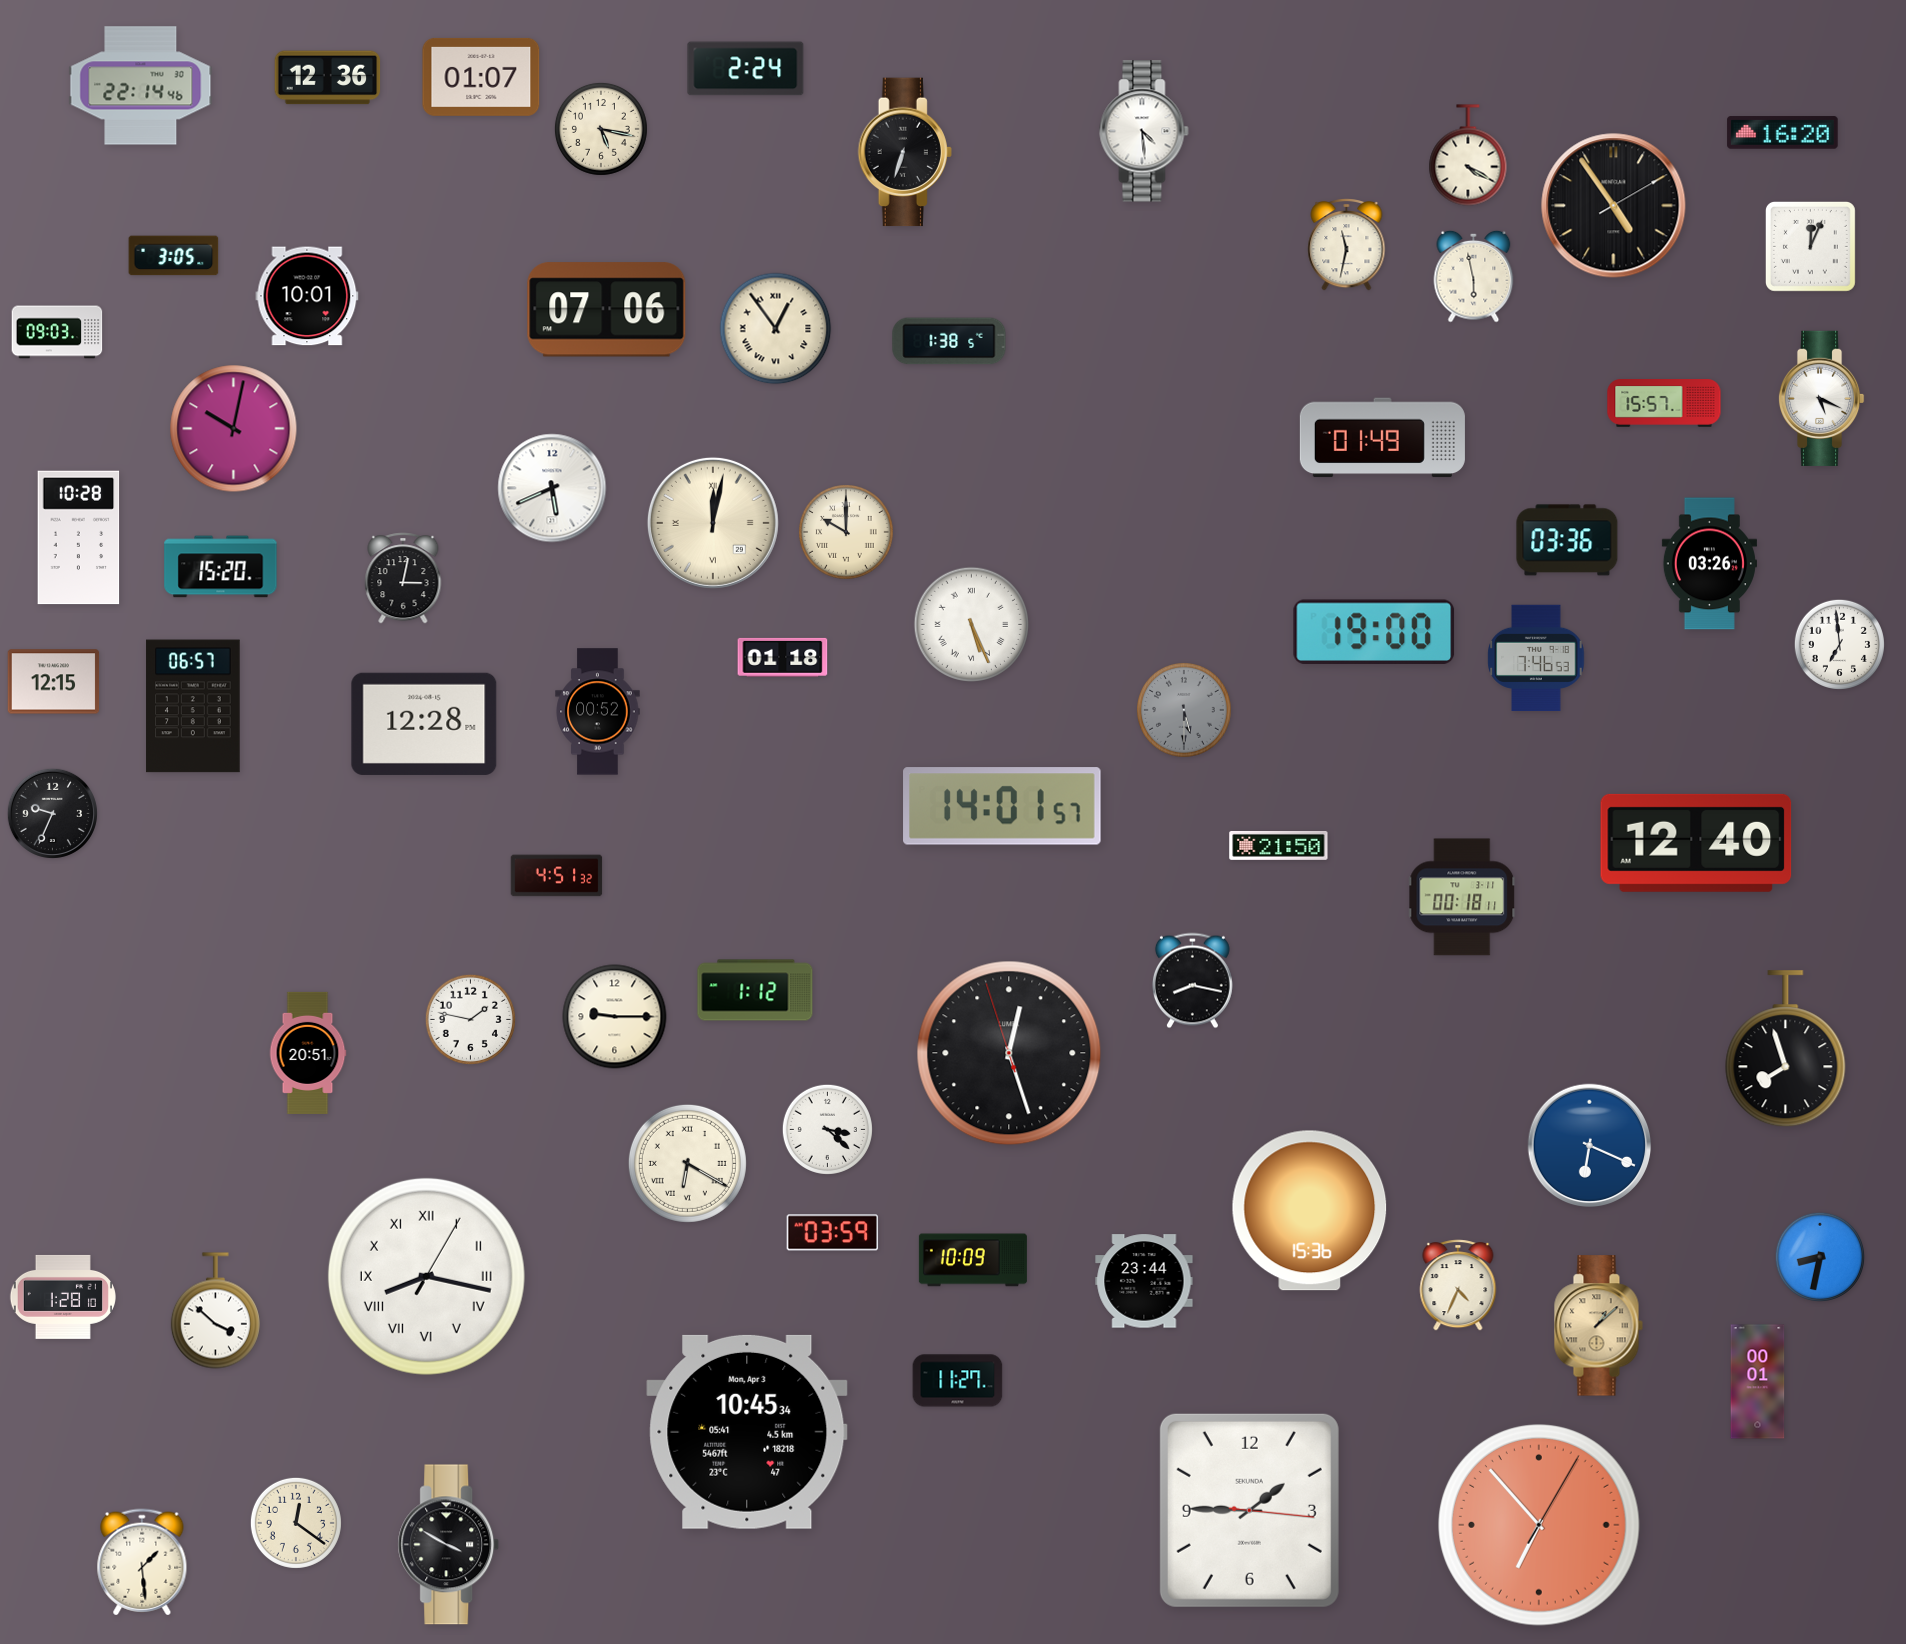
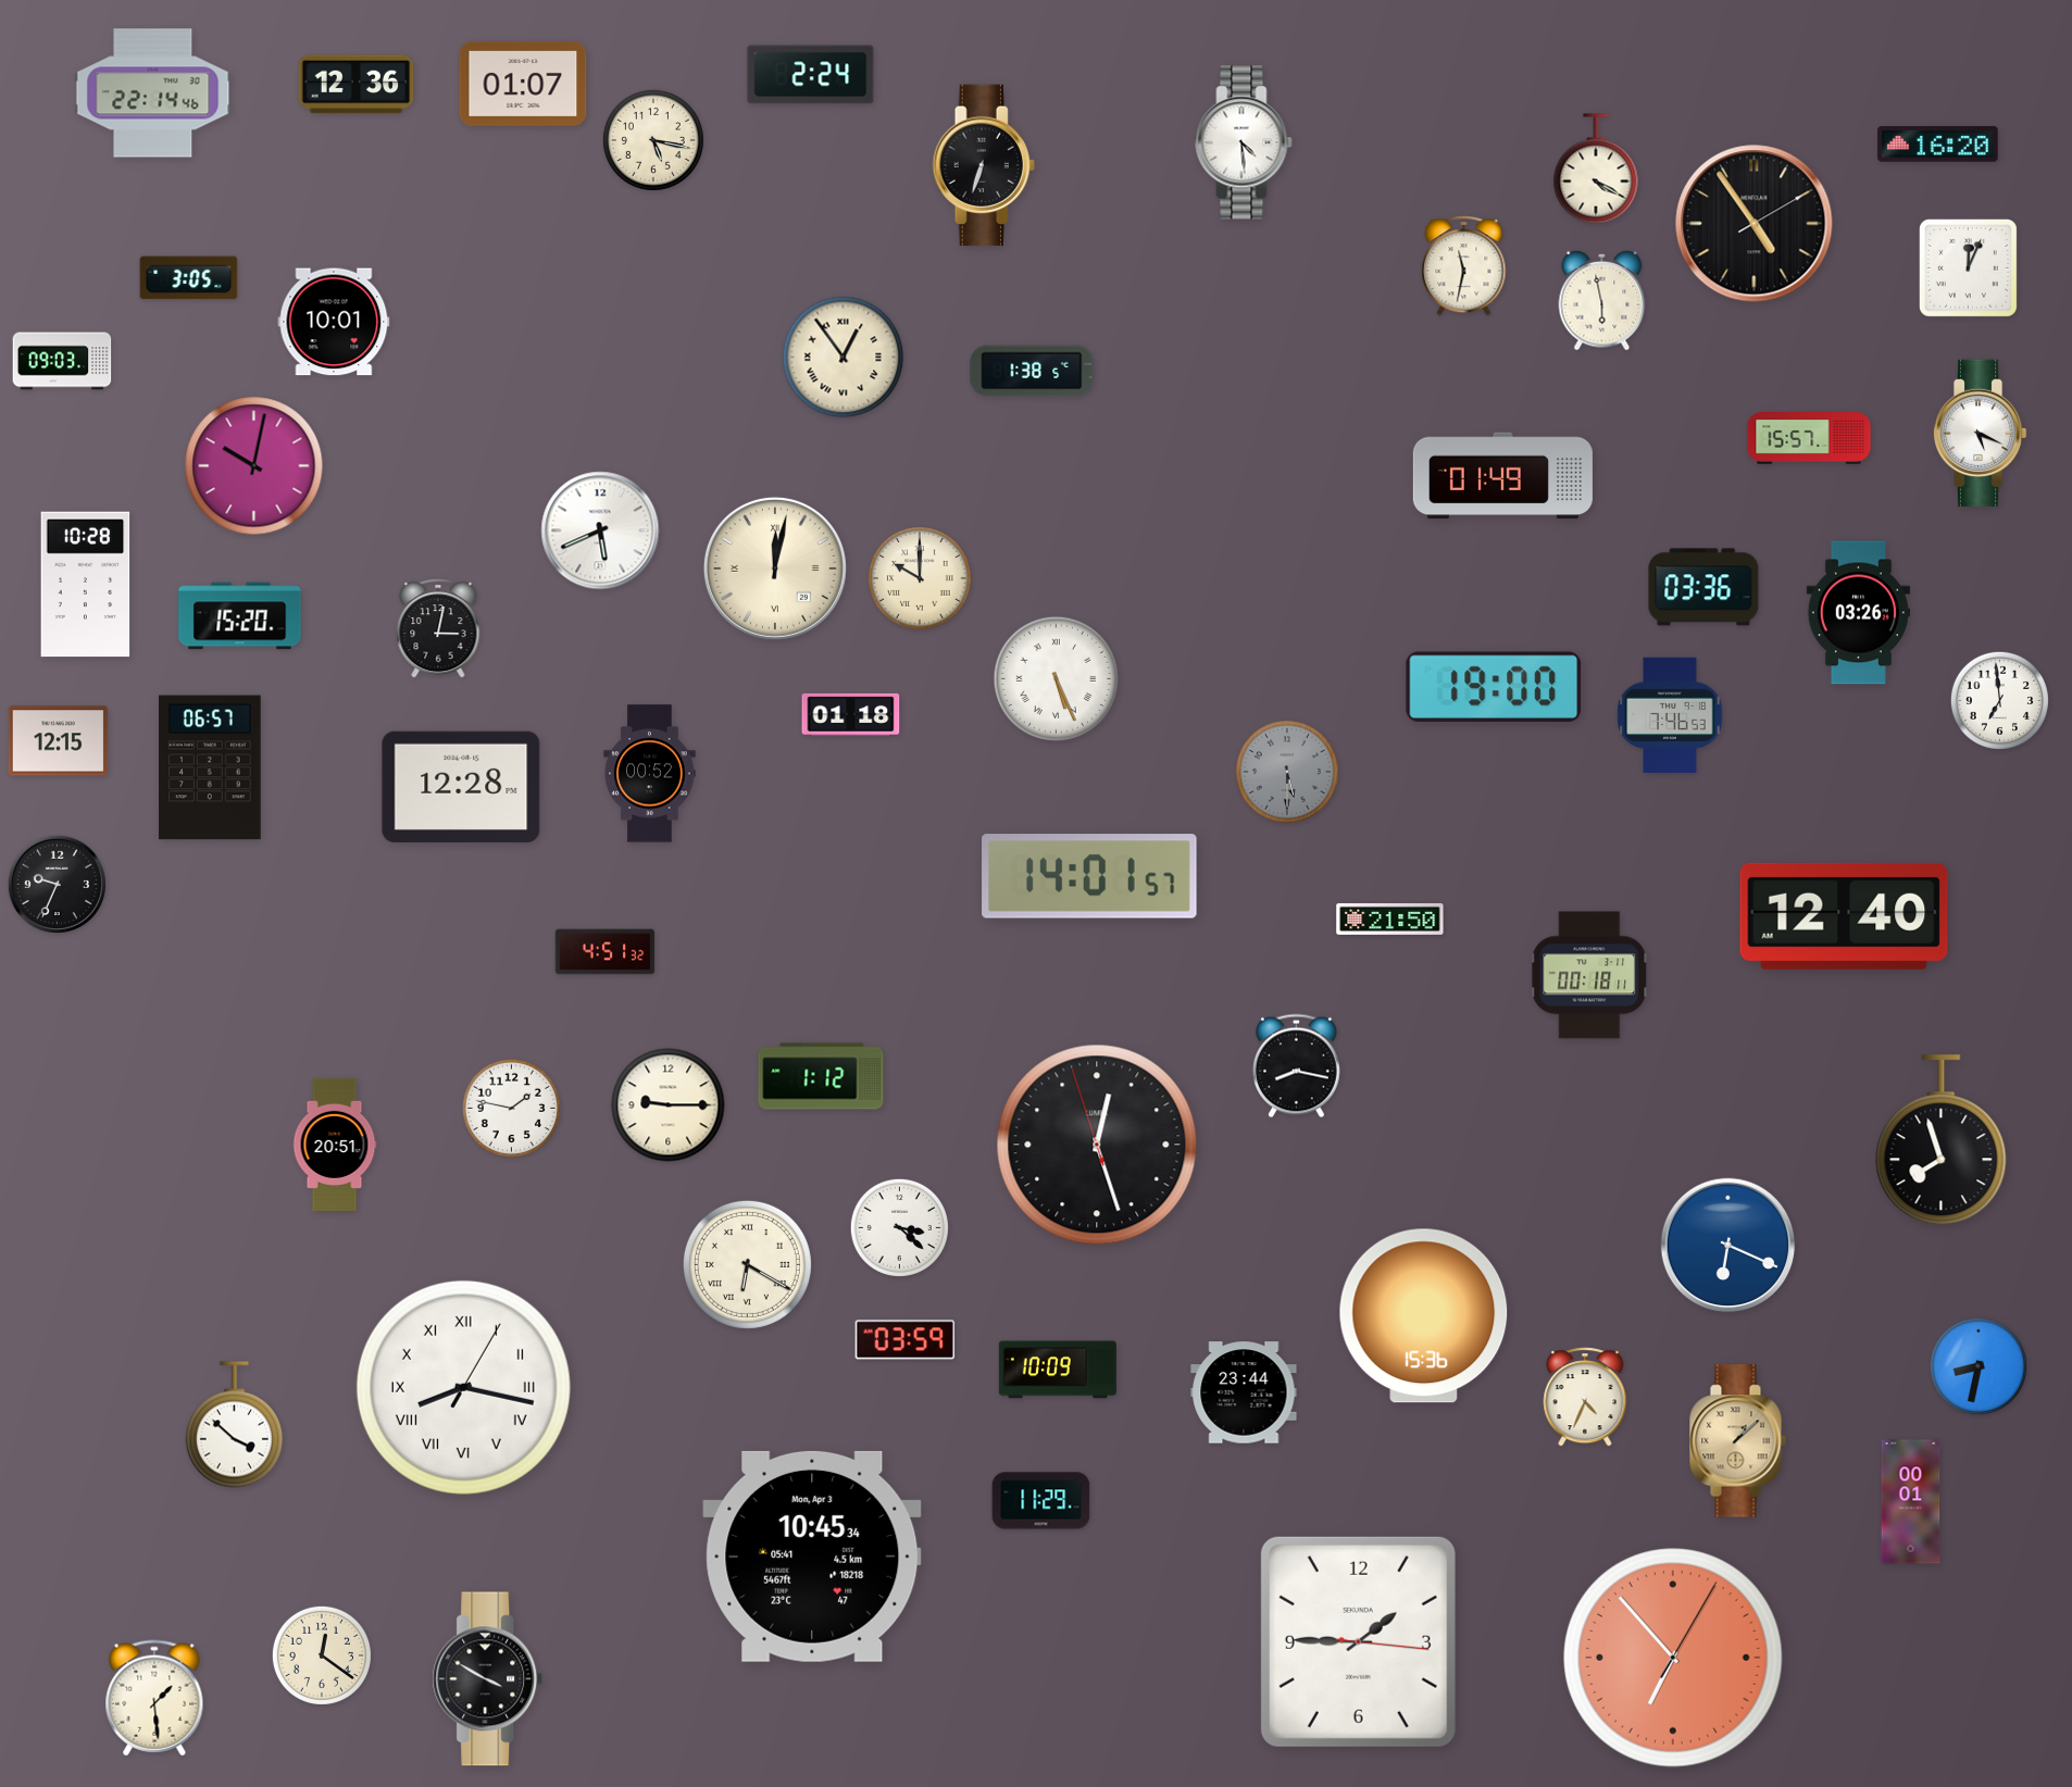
clock at (607, 310): 07:06 -> none
clock at (62, 1297): 1:28 -> none
clock at (958, 1381): 11:27 -> 11:29
